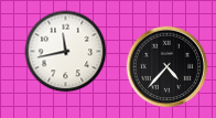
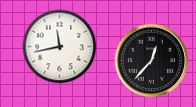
clock at (168, 67): 4:37 -> 12:37
